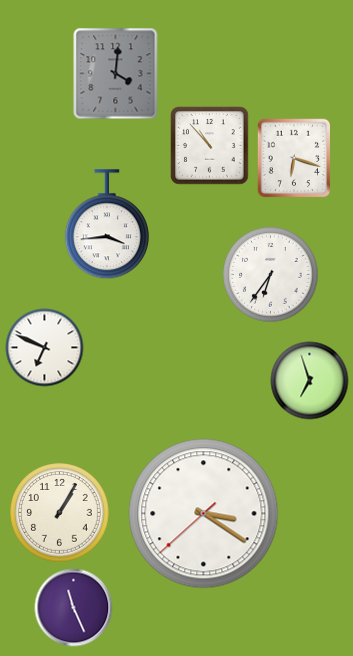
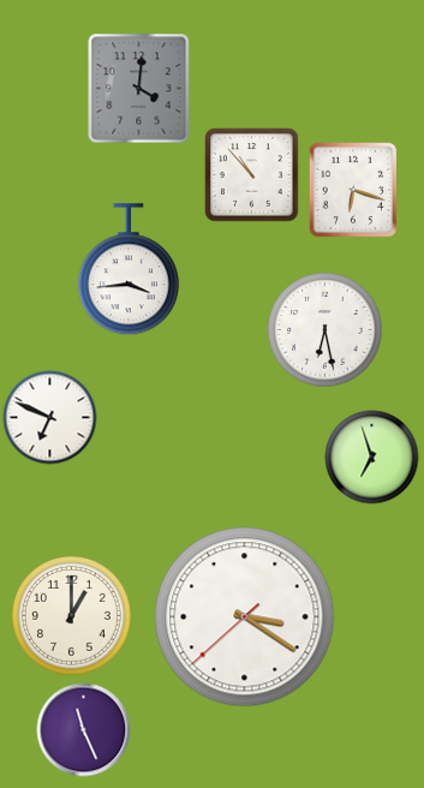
clock at (270, 274): 6:36 -> 6:28
clock at (44, 347) position: (44, 347) -> (49, 417)
clock at (60, 513): 1:05 -> 1:00
clock at (73, 607) position: (73, 607) -> (83, 729)
